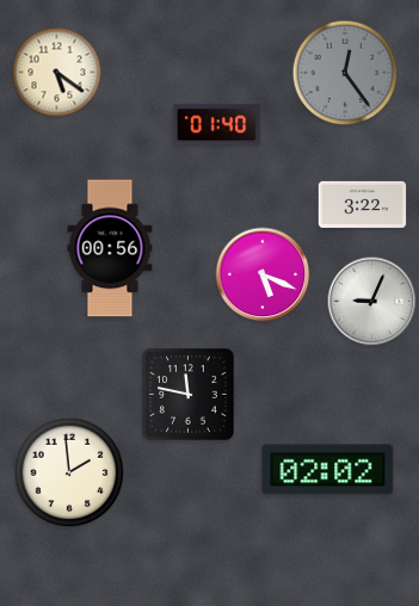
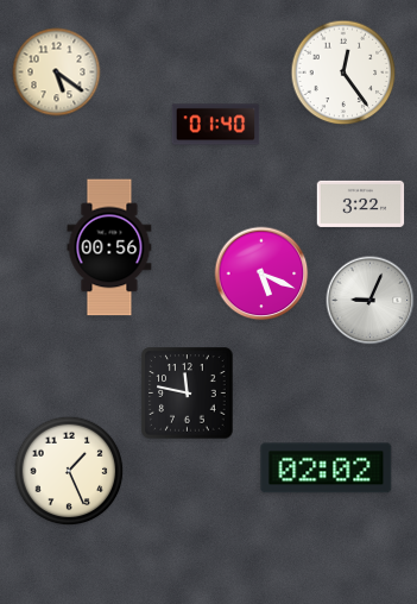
clock at (345, 73) dial: grey -> white
clock at (69, 472): 1:59 -> 1:26
